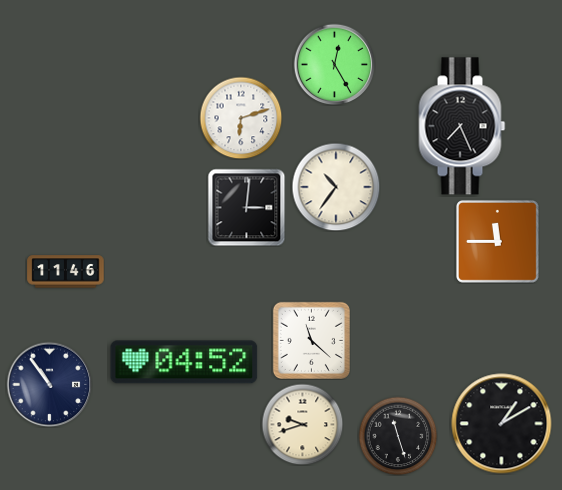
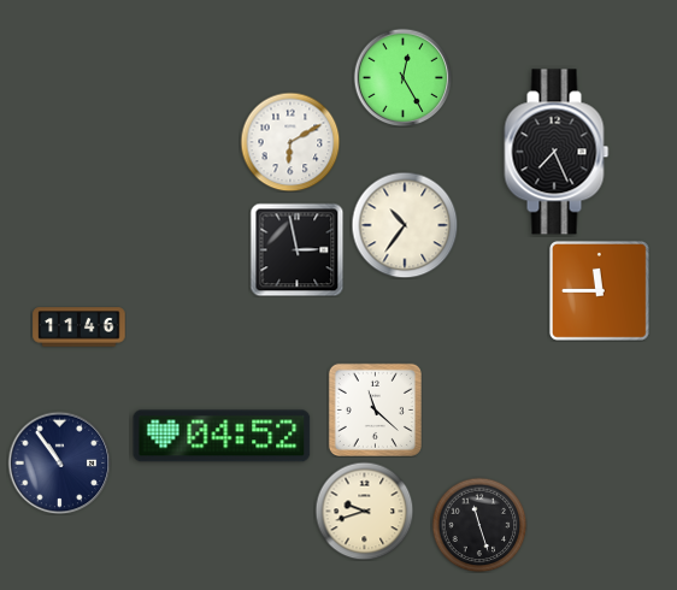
clock at (241, 118): 6:12 -> 6:10
clock at (246, 207): 3:01 -> 2:58
clock at (502, 424): 1:10 -> none
